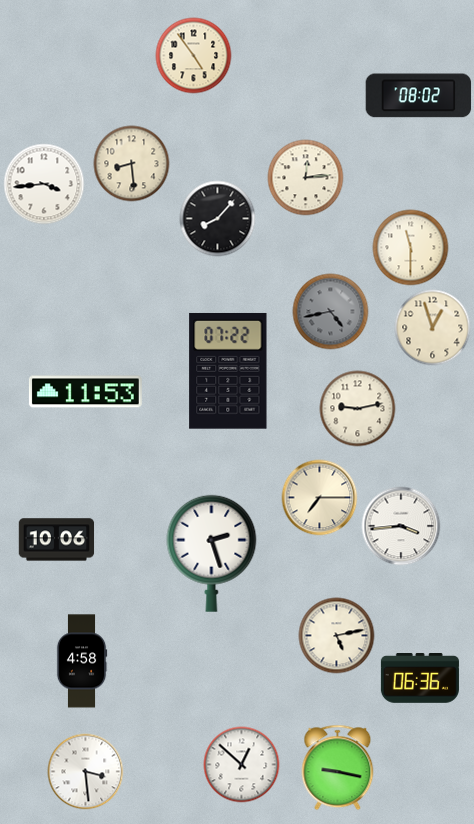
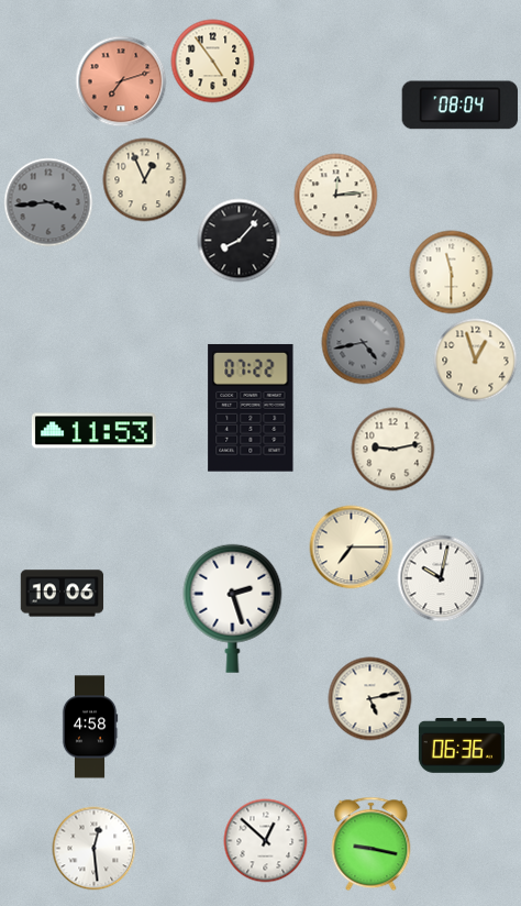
clock at (121, 81): none -> 7:12
clock at (419, 96): 08:02 -> 08:04
clock at (132, 164): 8:29 -> 12:56
clock at (44, 184) dial: white -> grey
clock at (401, 526): 3:44 -> 10:02
clock at (86, 772): 3:29 -> 12:29
